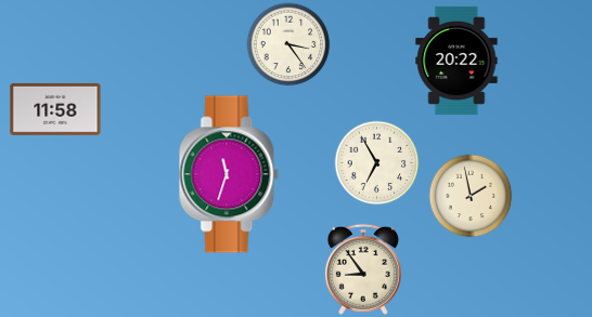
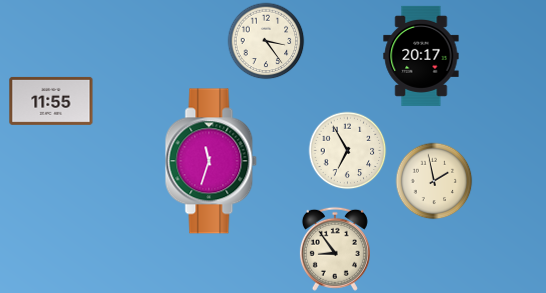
clock at (456, 61): 20:22 -> 20:17
clock at (55, 109): 11:58 -> 11:55
